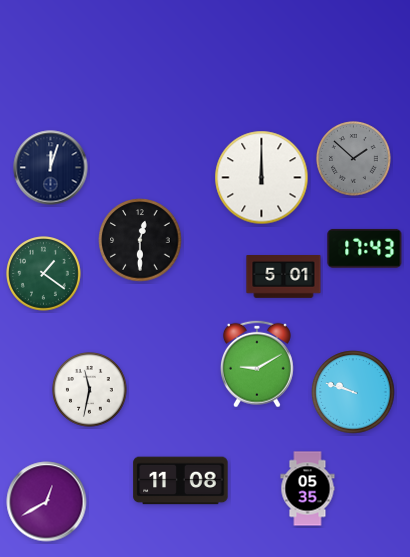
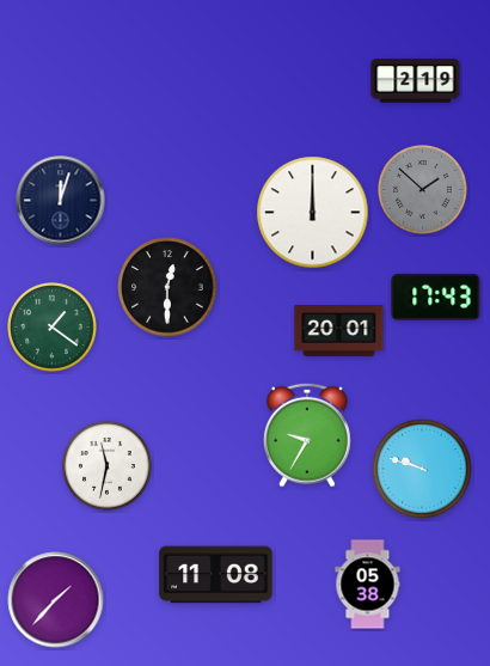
clock at (416, 81): none -> 2:19
clock at (284, 277): 5:01 -> 20:01
clock at (257, 364): 9:10 -> 9:35
clock at (308, 489): 05:35 -> 05:38
clock at (47, 502): 12:40 -> 1:37
